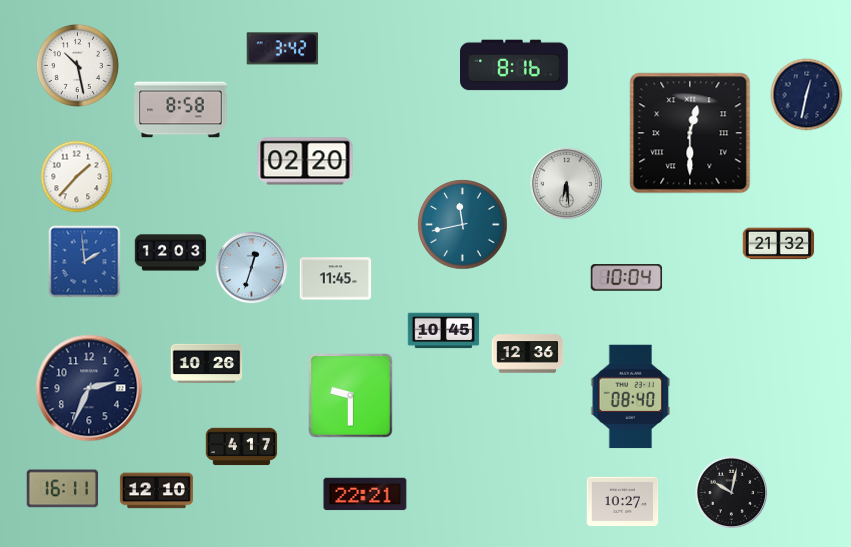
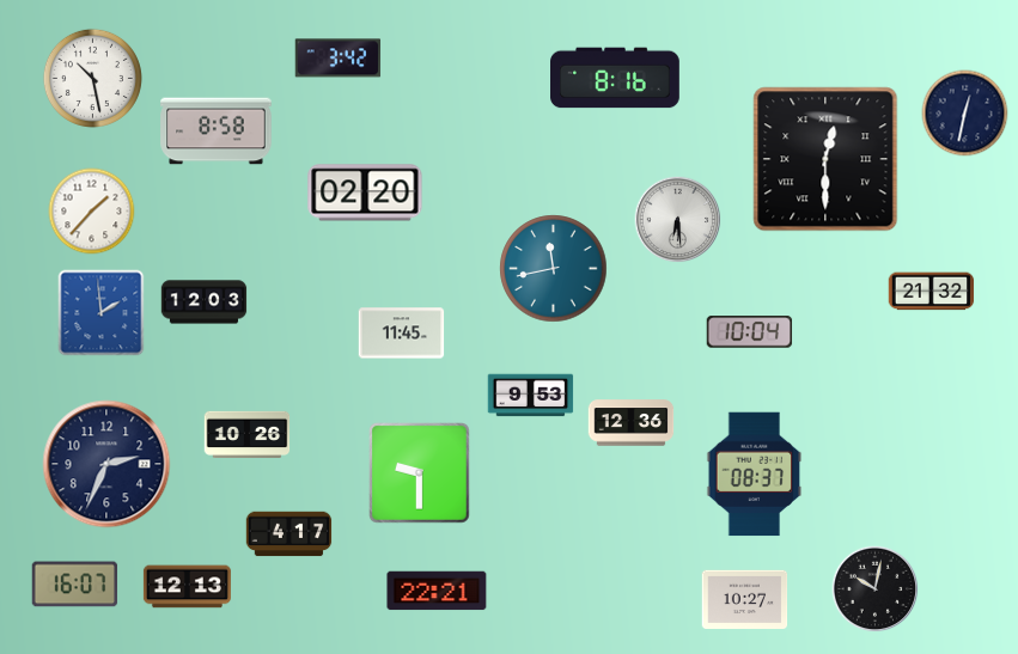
clock at (252, 268): 12:33 -> none
clock at (444, 331): 10:45 -> 9:53
clock at (631, 397): 08:40 -> 08:37
clock at (63, 489): 16:11 -> 16:07
clock at (156, 491): 12:10 -> 12:13
